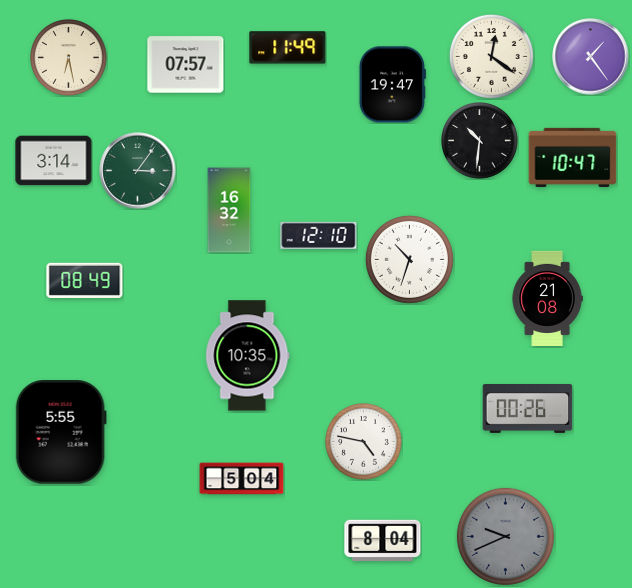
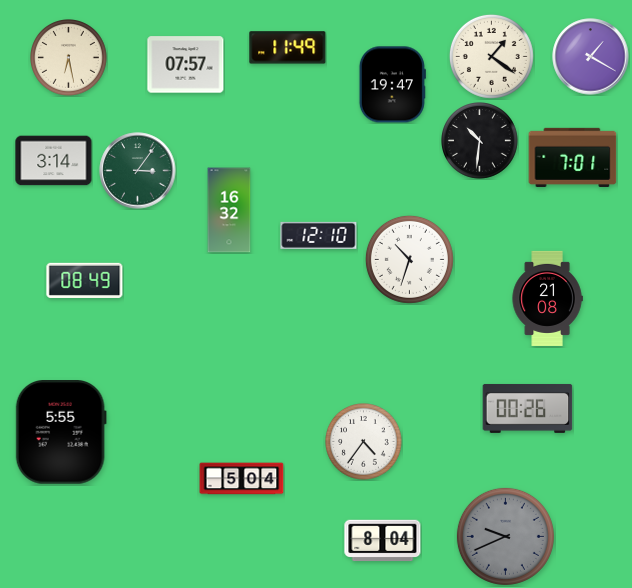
clock at (491, 56): 12:21 -> 1:21
clock at (591, 57): 1:24 -> 1:20
clock at (573, 157): 10:47 -> 7:01
clock at (248, 356): 10:35 -> none
clock at (364, 442): 4:47 -> 4:36
